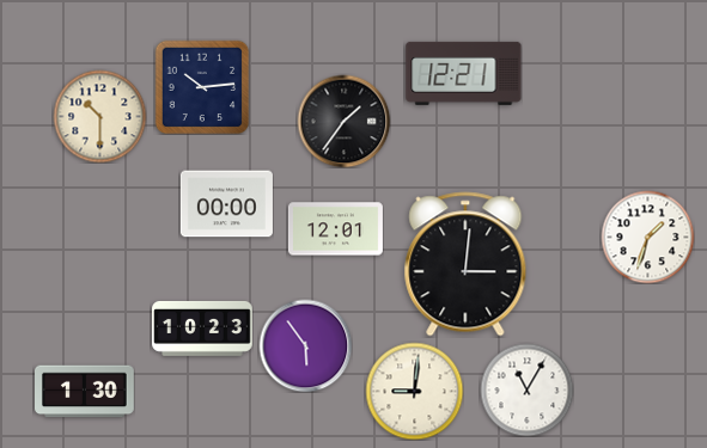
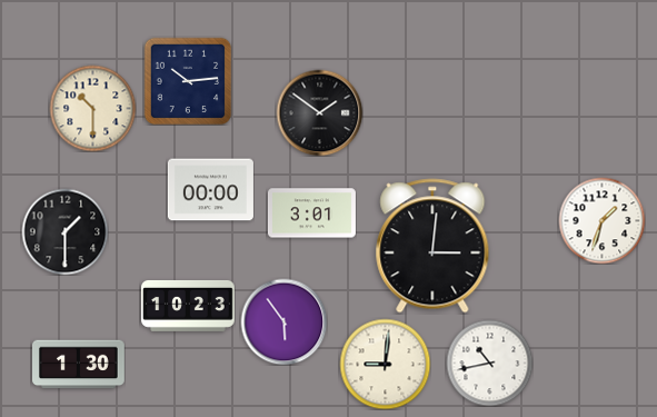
clock at (464, 73): 12:21 -> none
clock at (343, 121): 1:36 -> 1:51
clock at (335, 229): 12:01 -> 3:01
clock at (64, 231): none -> 1:30
clock at (526, 389): 11:05 -> 10:43
